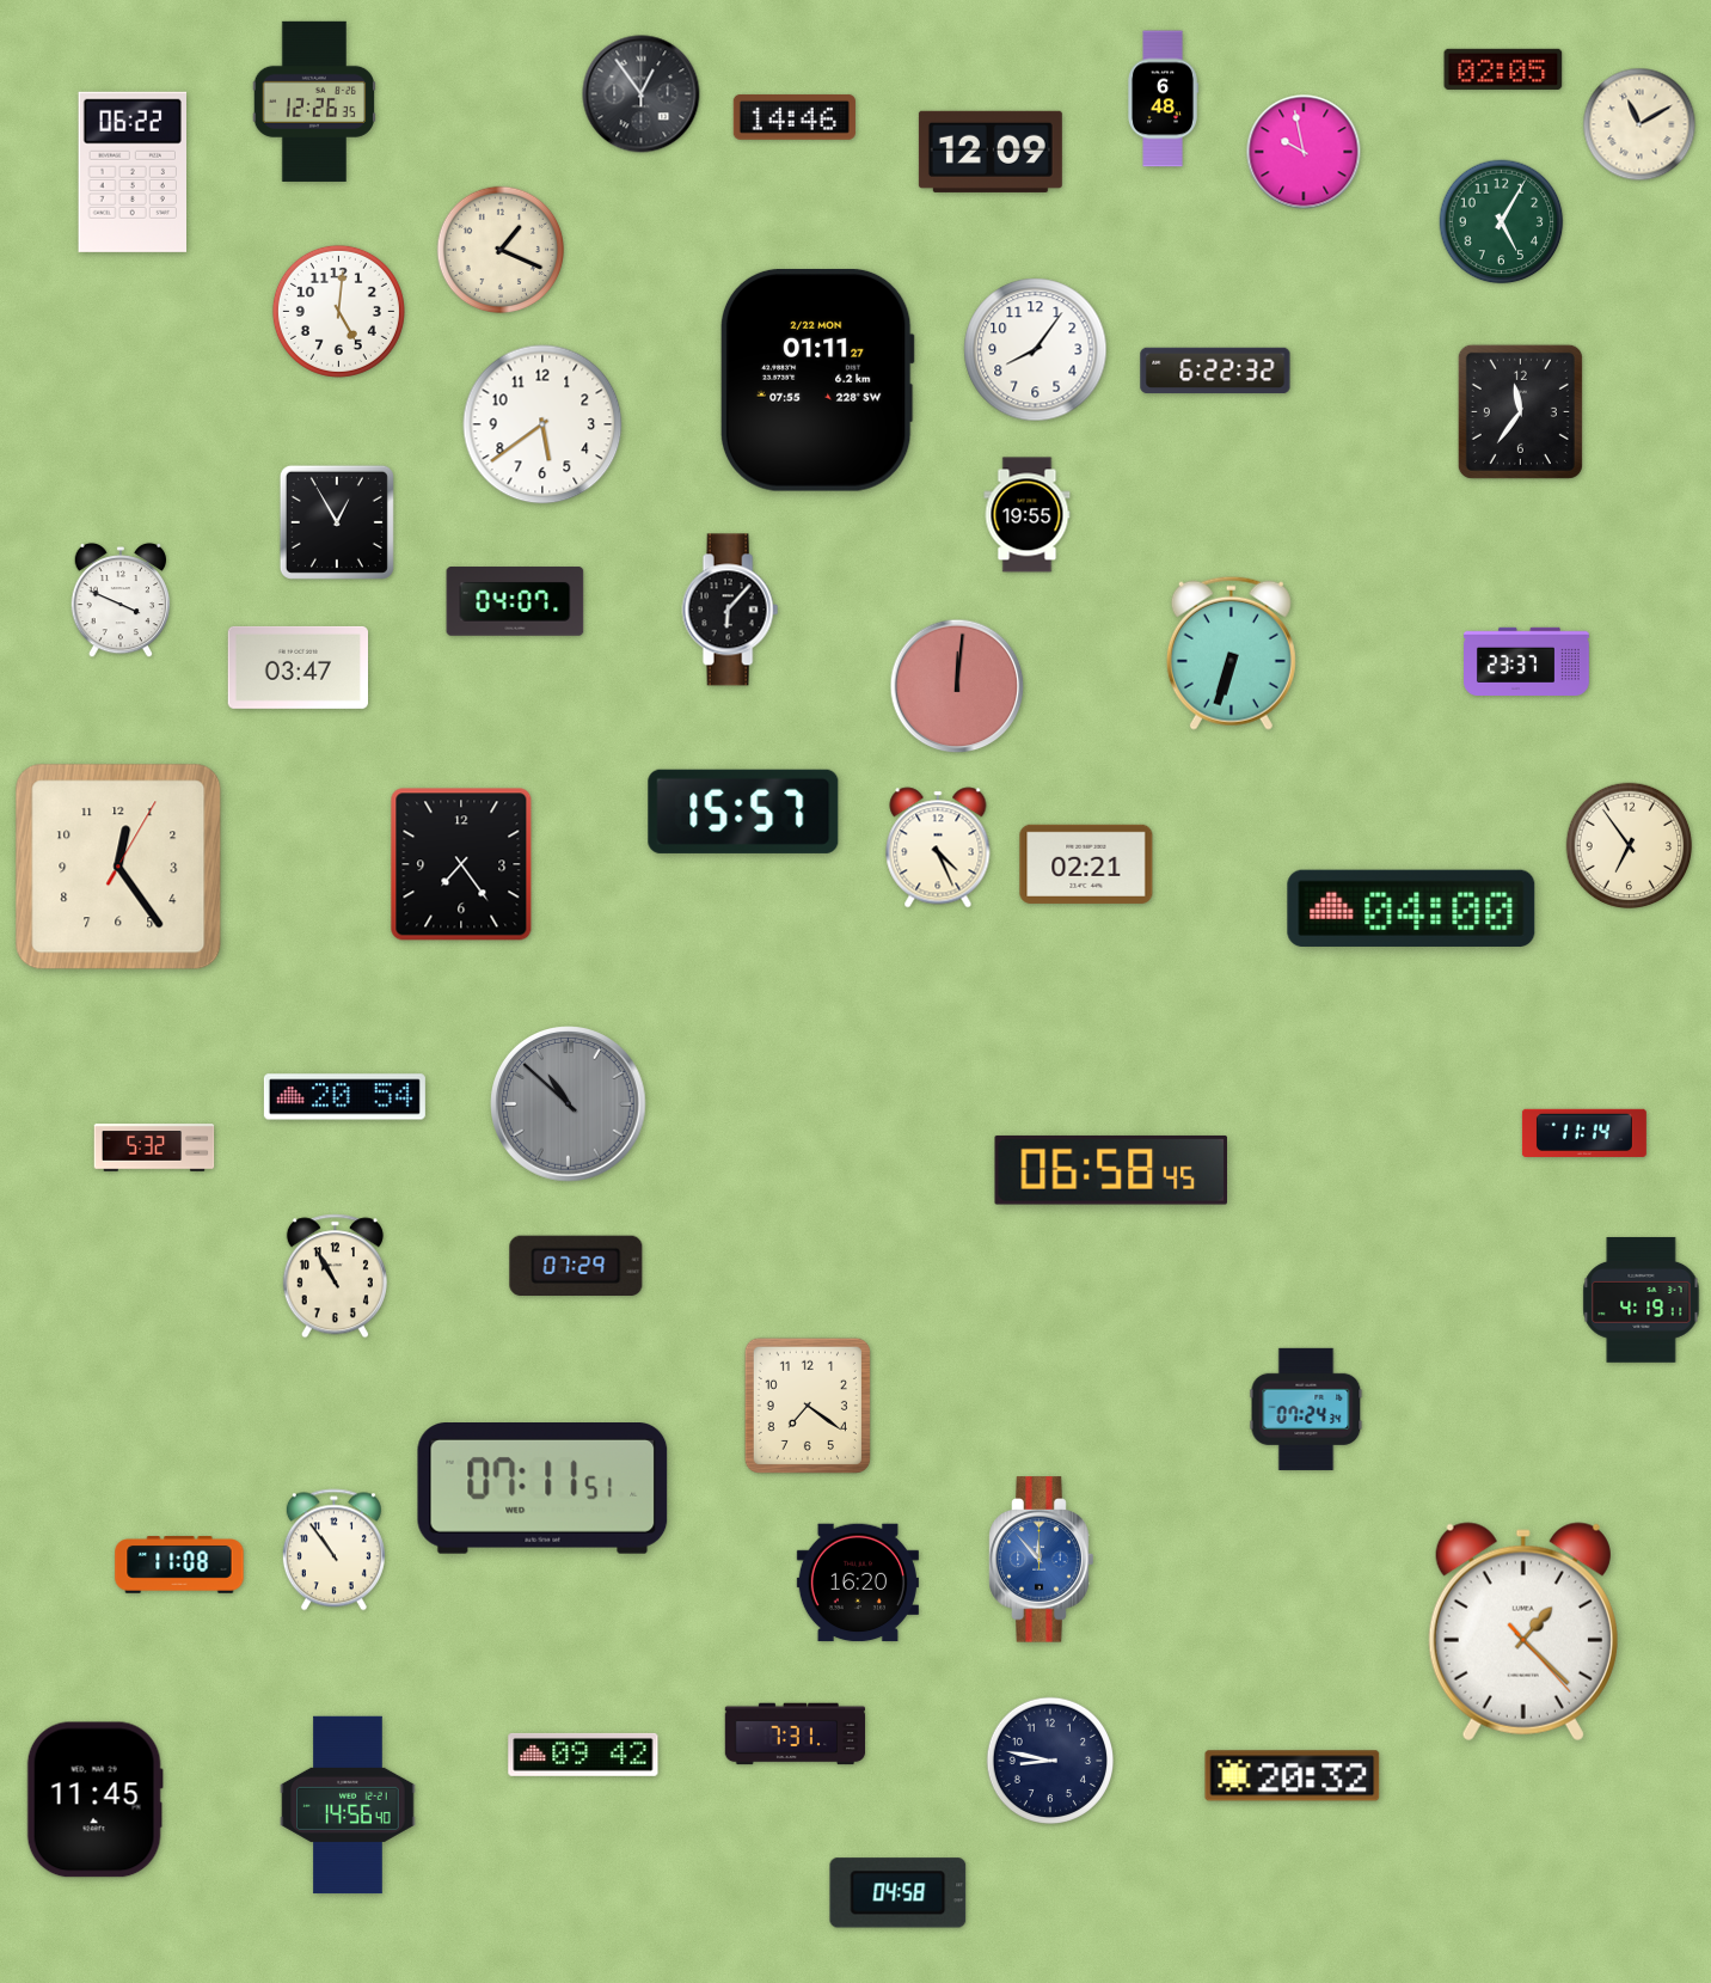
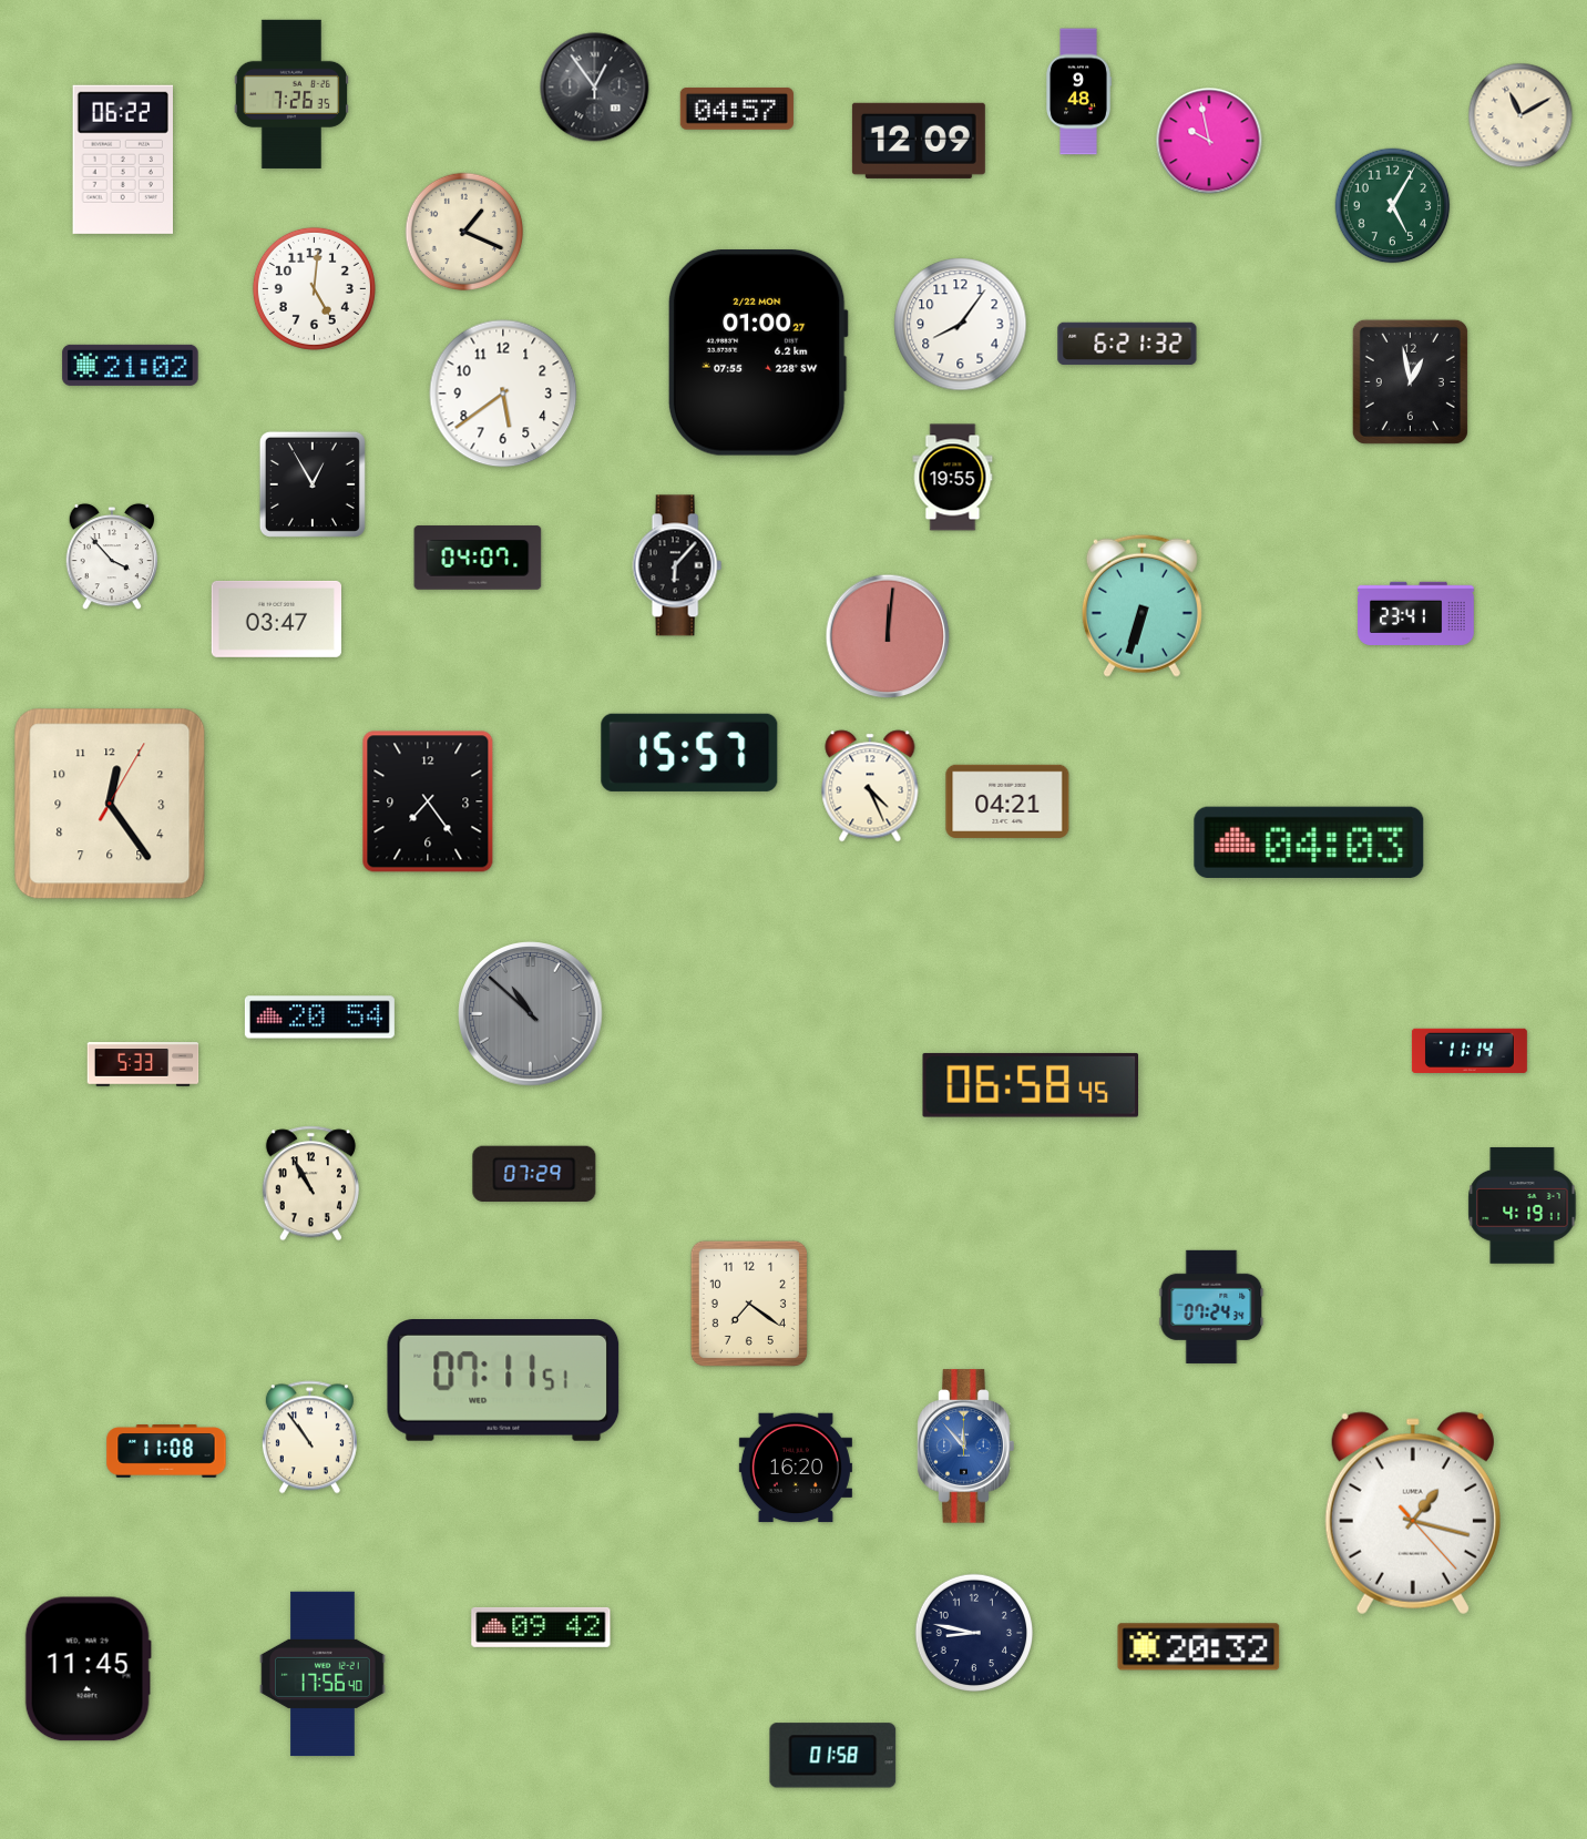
clock at (1503, 69): 02:05 -> none
clock at (1164, 99): 6:48 -> 9:48
clock at (314, 102): 12:26 -> 7:26
clock at (795, 117): 14:46 -> 04:57
clock at (1215, 371): 6:22 -> 6:21
clock at (817, 380): 01:11 -> 01:00
clock at (131, 365): none -> 21:02
clock at (1520, 411): 11:36 -> 12:58
clock at (121, 600): 3:49 -> 3:53
clock at (1527, 661): 23:37 -> 23:41
clock at (1630, 846): 6:54 -> none
clock at (1086, 864): 02:21 -> 04:21
clock at (1411, 908): 04:00 -> 04:03
clock at (569, 1104) position: (569, 1104) -> (531, 1014)
clock at (154, 1147): 5:32 -> 5:33
clock at (1523, 1632): 1:22 -> 1:17
clock at (796, 1734): 7:31 -> none
clock at (348, 1805): 14:56 -> 17:56
clock at (899, 1893): 04:58 -> 01:58
